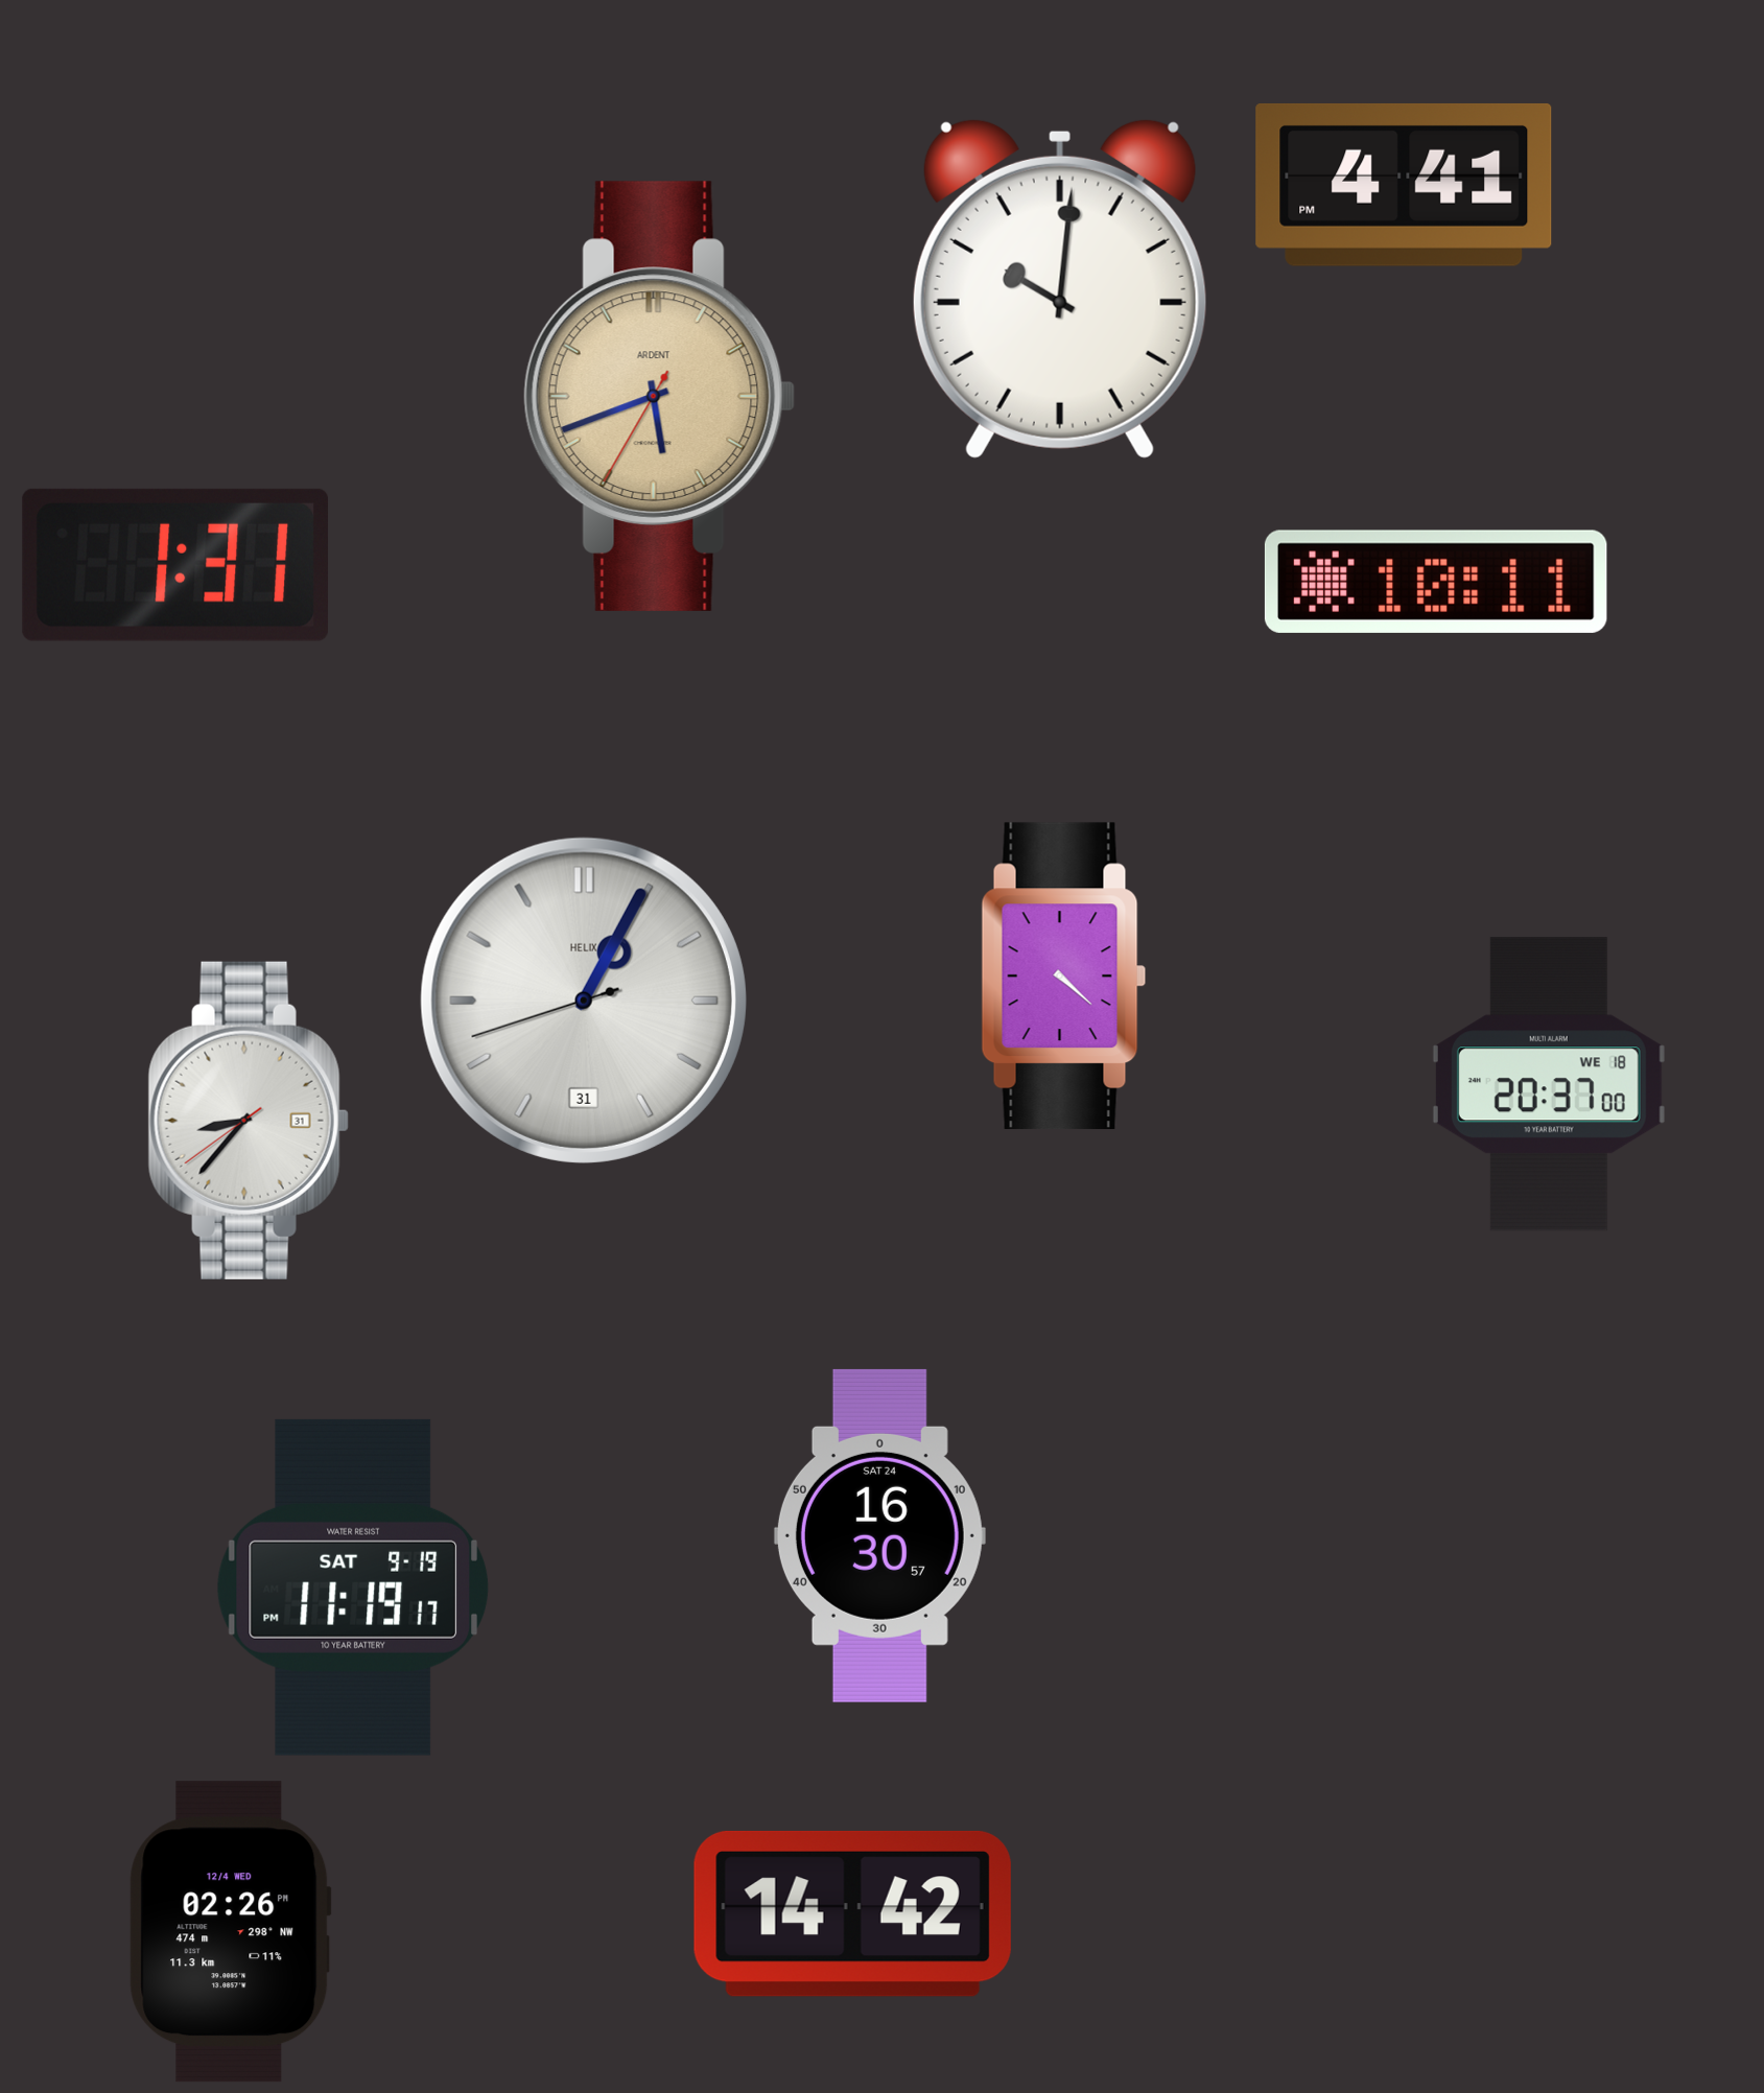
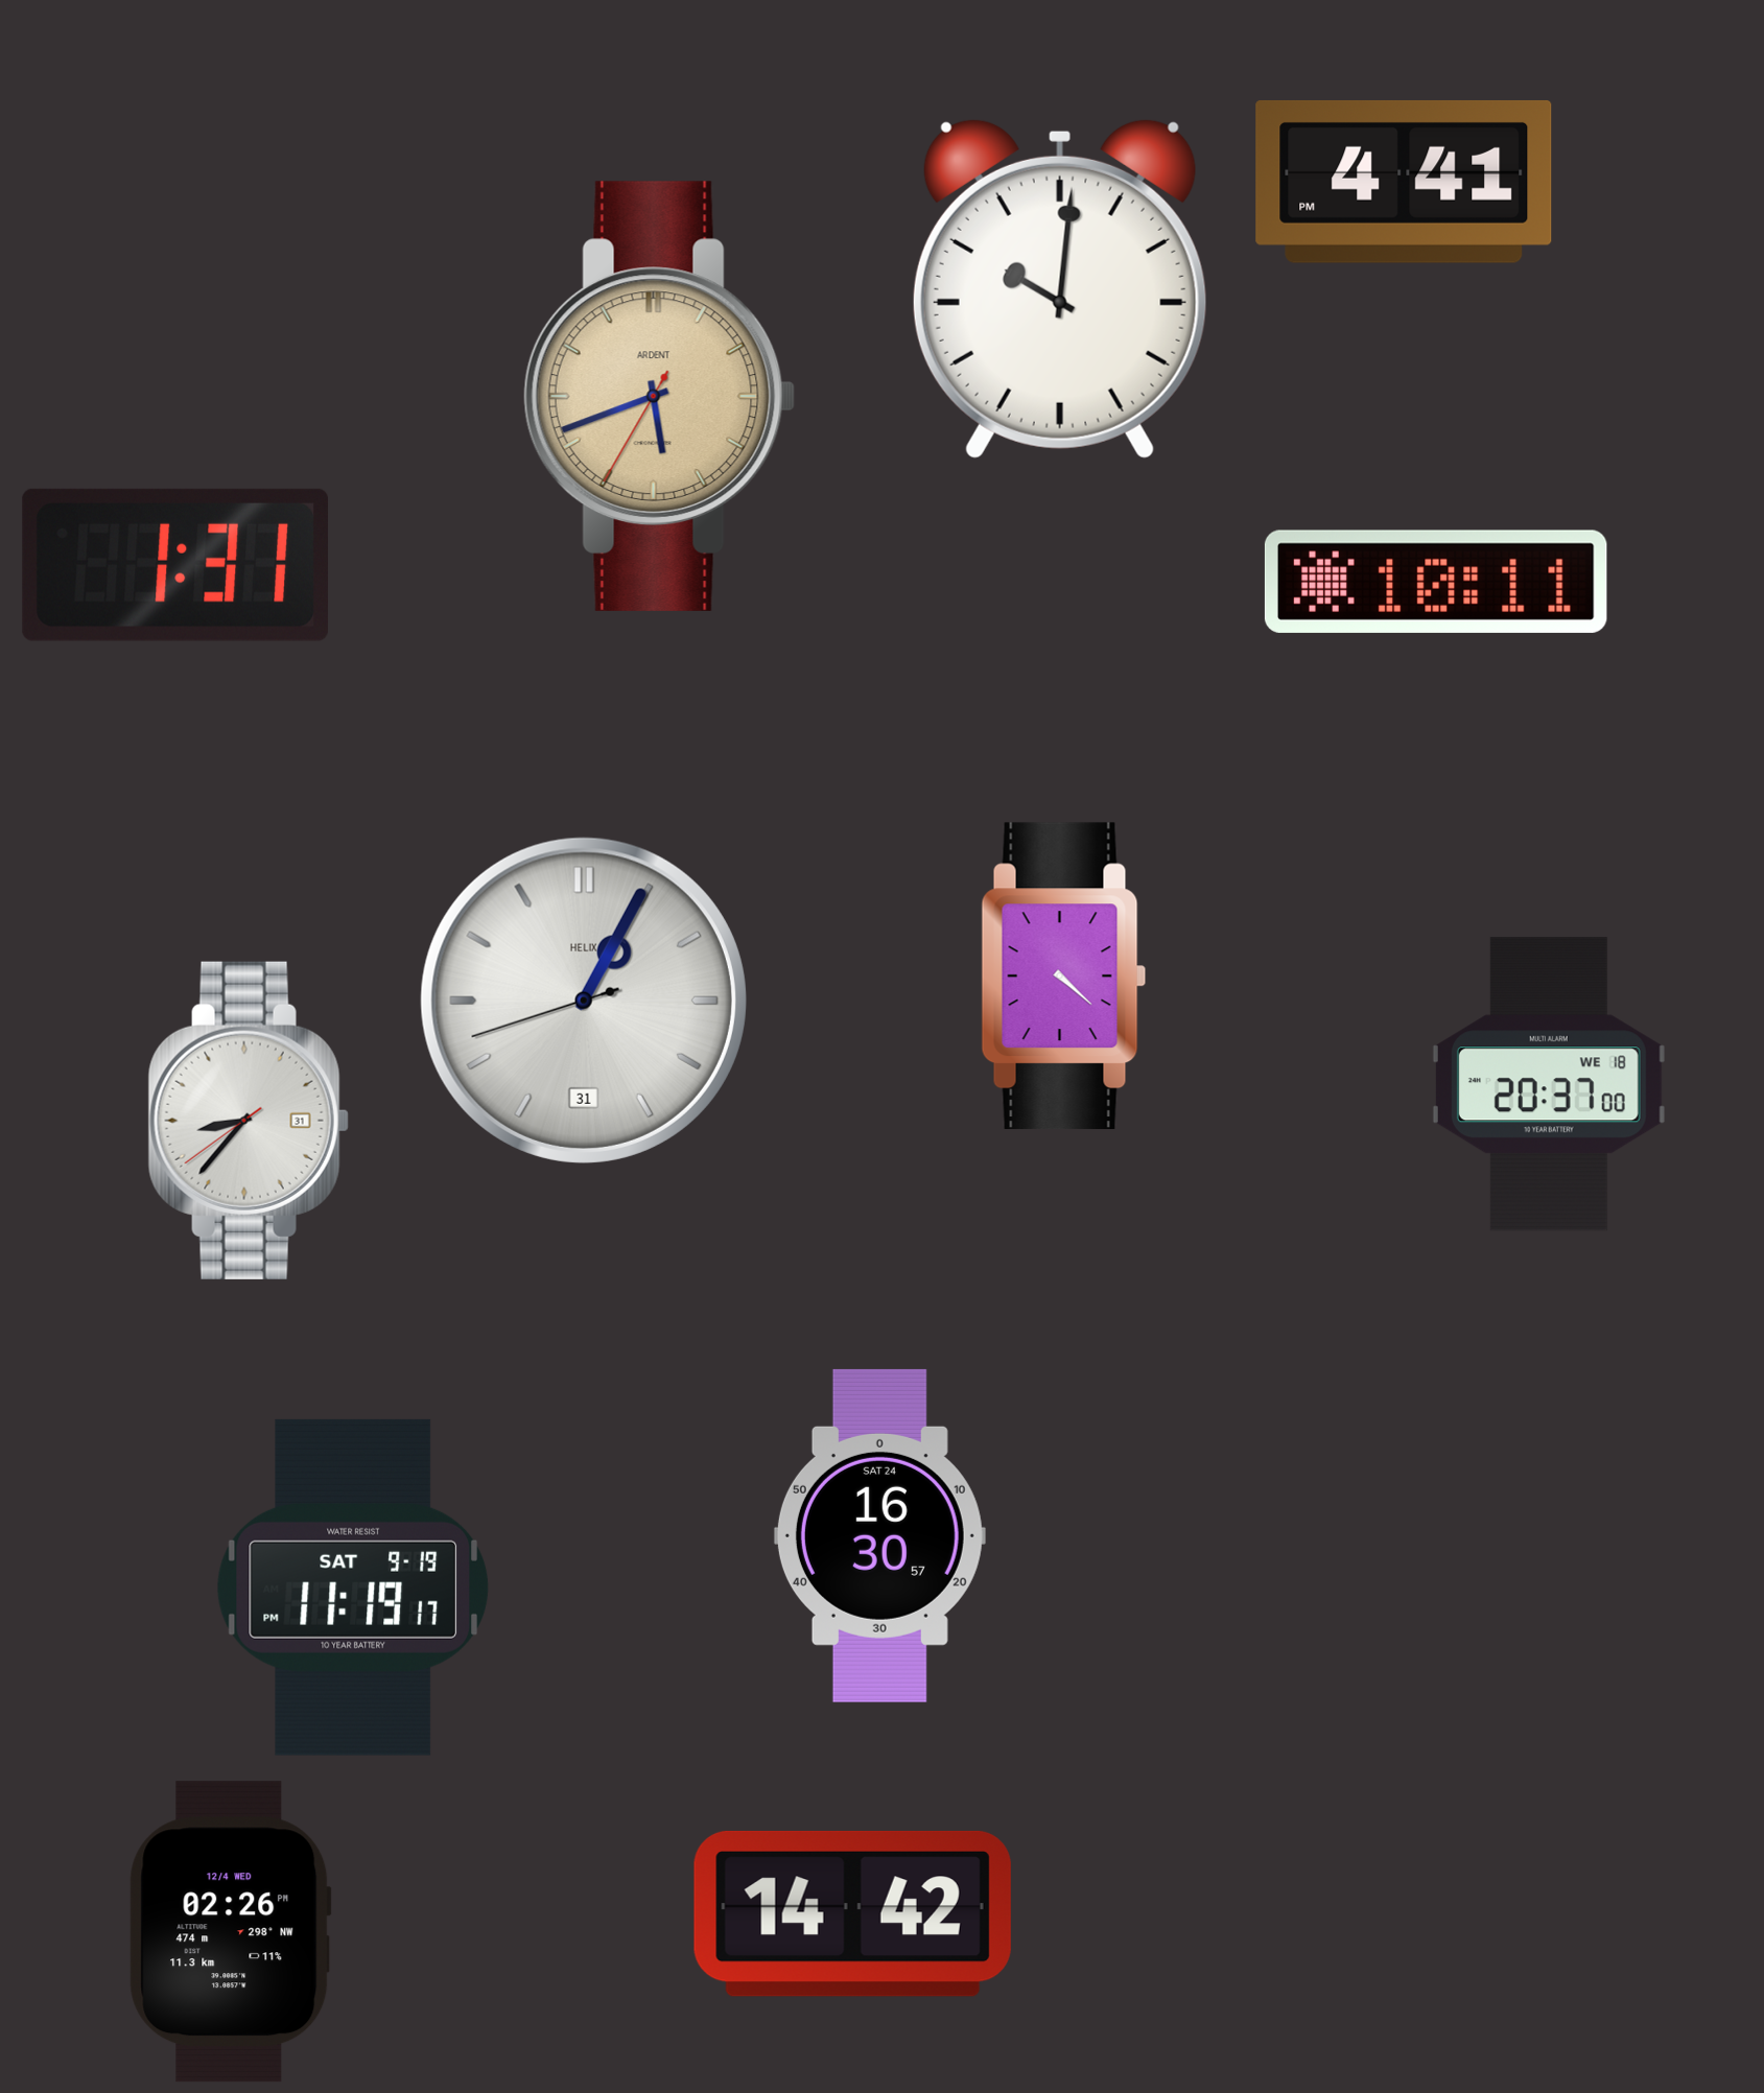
clock at (1404, 185) position: (1404, 185) -> (1404, 182)
